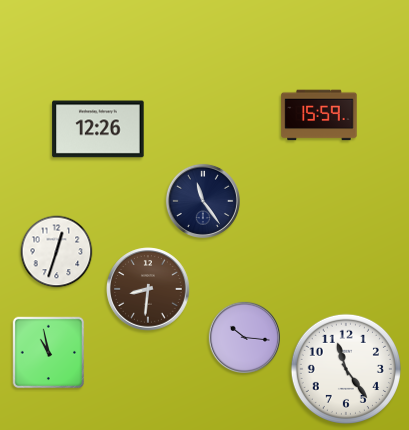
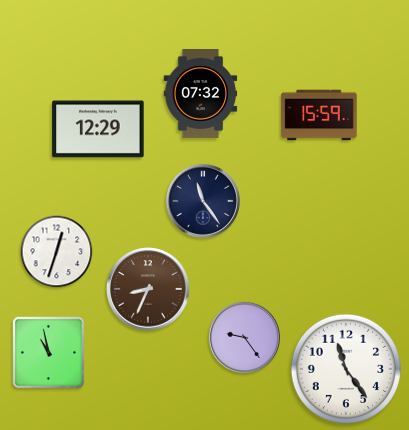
clock at (201, 93): none -> 07:32
clock at (98, 129): 12:26 -> 12:29
clock at (148, 289): 8:31 -> 8:34
clock at (244, 337): 10:16 -> 9:24
